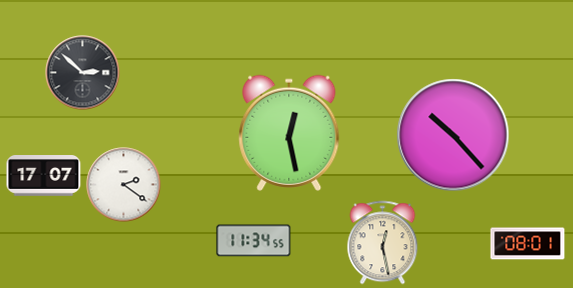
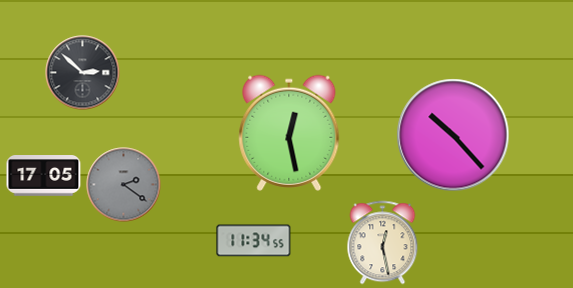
clock at (44, 176): 17:07 -> 17:05
clock at (124, 185) dial: white -> grey
clock at (528, 244): 08:01 -> none
